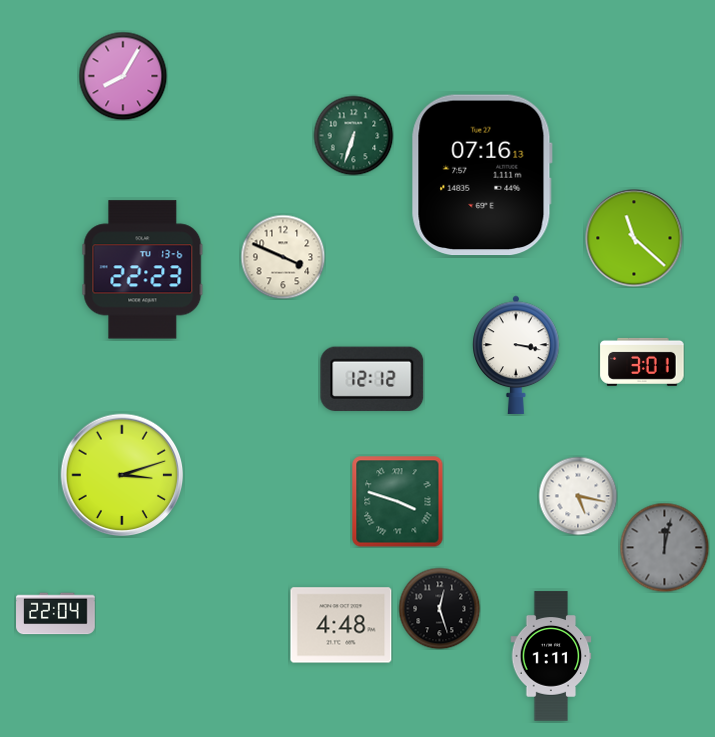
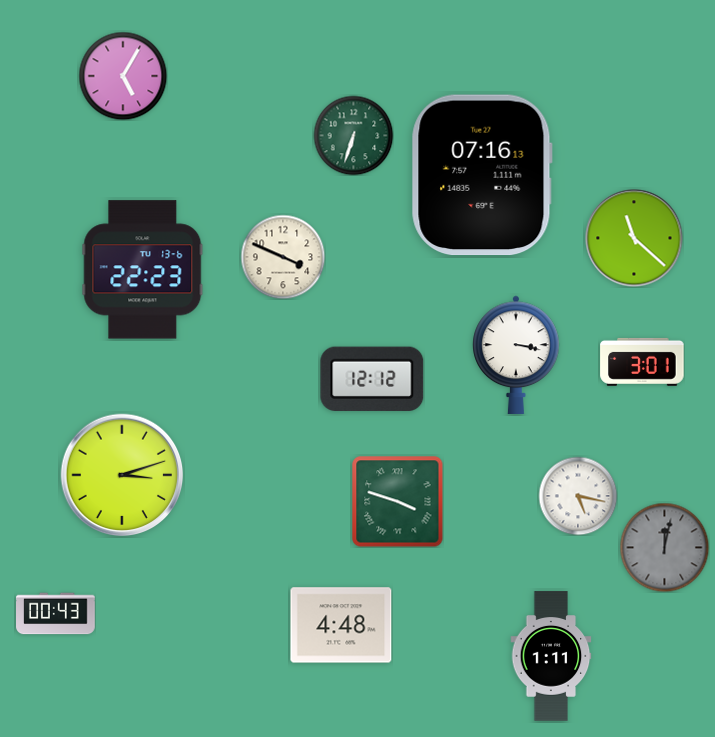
clock at (123, 76): 8:05 -> 5:05
clock at (439, 608): 12:27 -> none
clock at (56, 614): 22:04 -> 00:43
